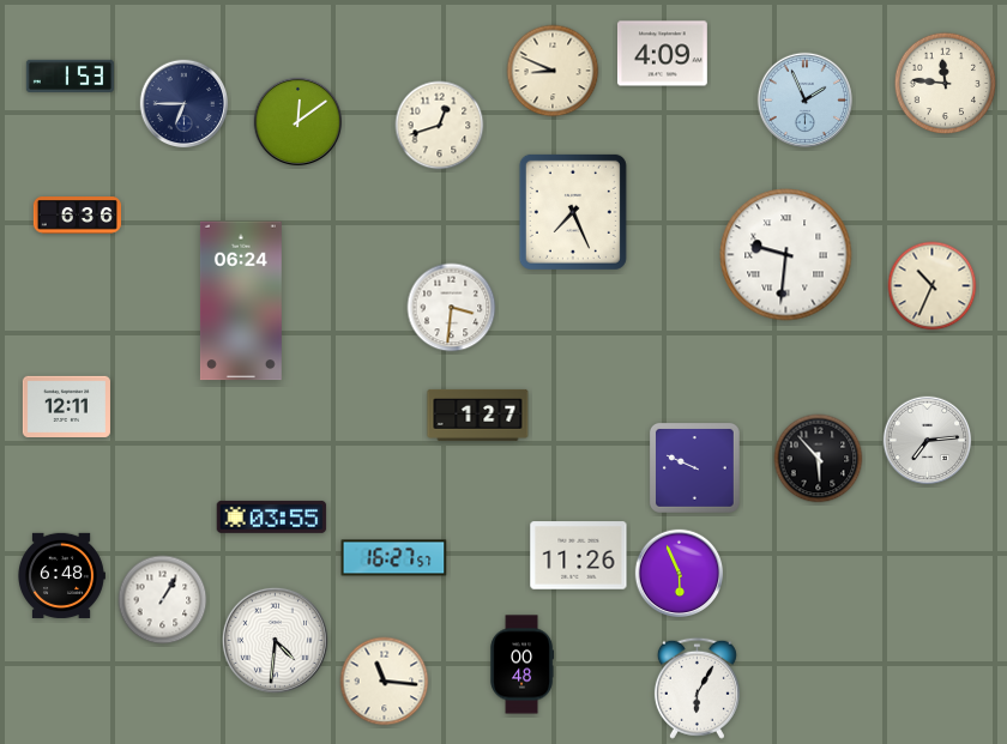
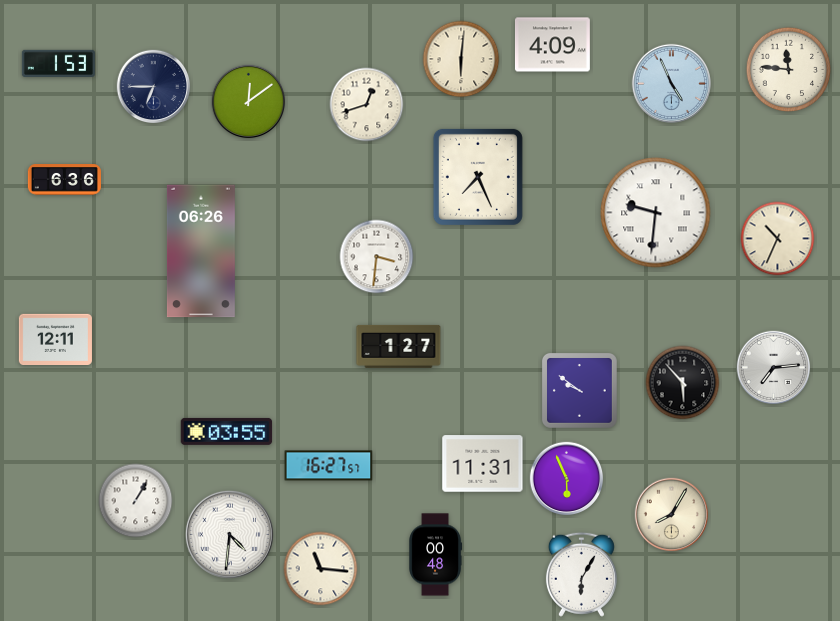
clock at (553, 71): 8:49 -> 6:01
clock at (804, 99): 1:56 -> 4:56
clock at (241, 301): 06:24 -> 06:26
clock at (694, 467): 9:49 -> 9:51
clock at (579, 556): 11:26 -> 11:31
clock at (62, 575): 6:48 -> none
clock at (672, 515): none -> 8:05
